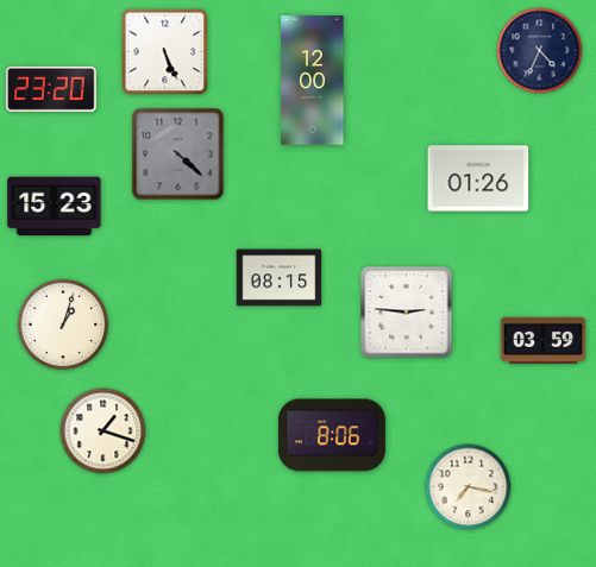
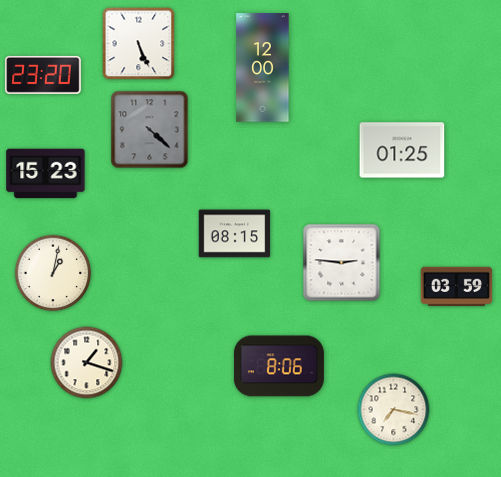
clock at (540, 51): 4:34 -> none
clock at (478, 178): 01:26 -> 01:25
clock at (63, 325): 1:03 -> 1:02
